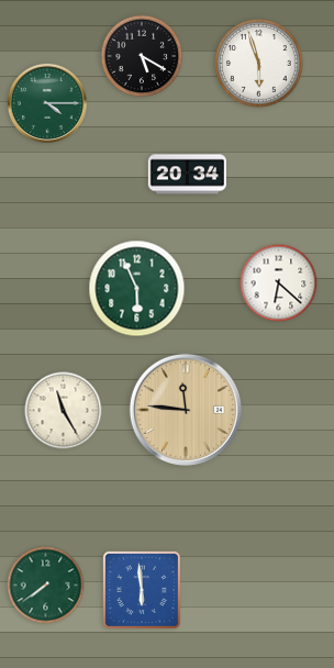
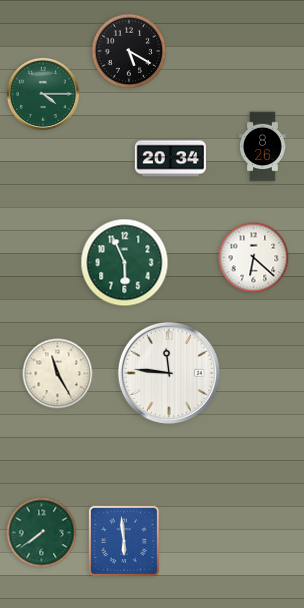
clock at (259, 64): 5:57 -> none
clock at (263, 147): none -> 8:26
clock at (186, 410) dial: champagne -> white
clock at (142, 590) position: (142, 590) -> (124, 541)
